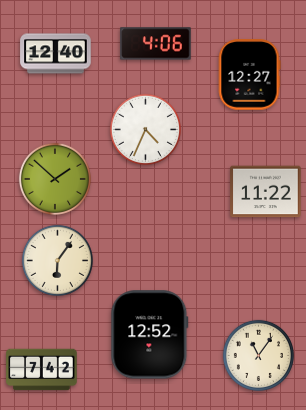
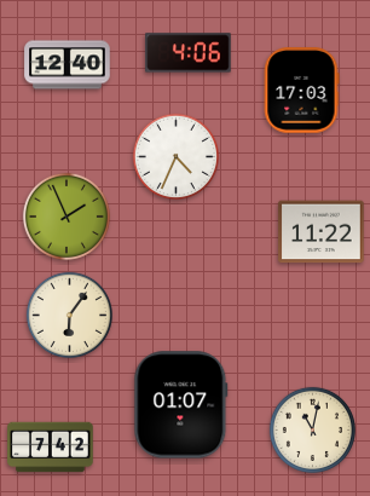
clock at (249, 75): 12:27 -> 17:03
clock at (55, 179): 1:52 -> 1:56
clock at (150, 335): 12:52 -> 01:07
clock at (258, 355): 11:06 -> 11:02
